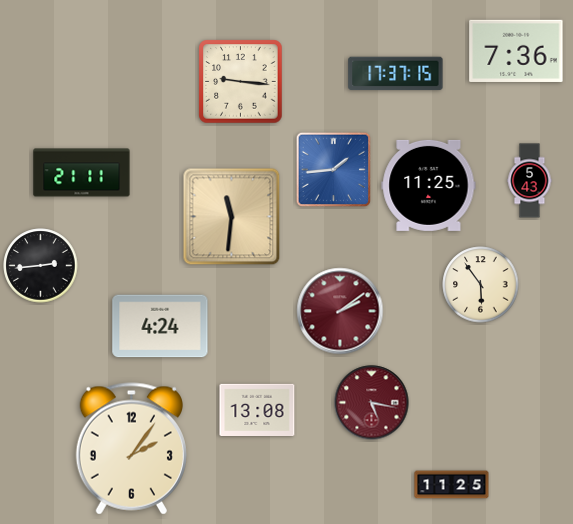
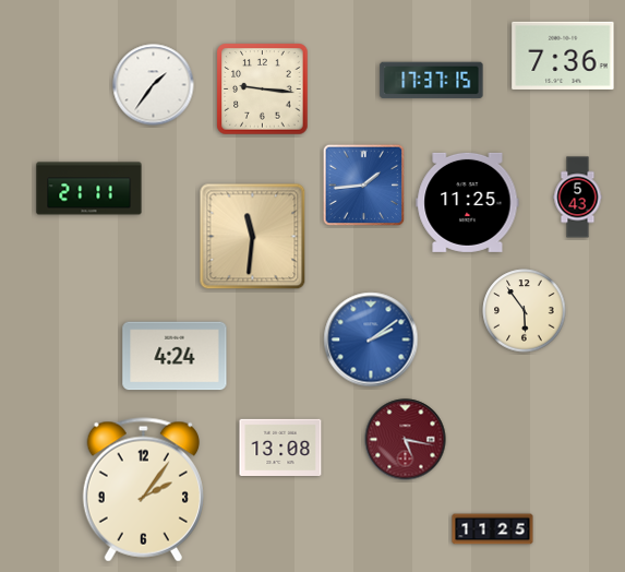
clock at (154, 85): none -> 1:36
clock at (41, 266): 2:44 -> none
clock at (340, 311) dial: burgundy -> blue
